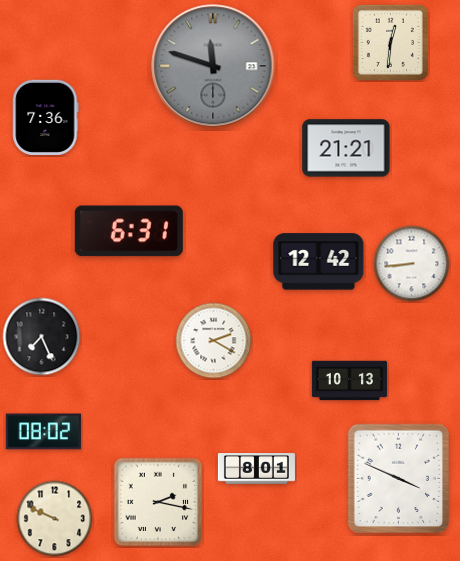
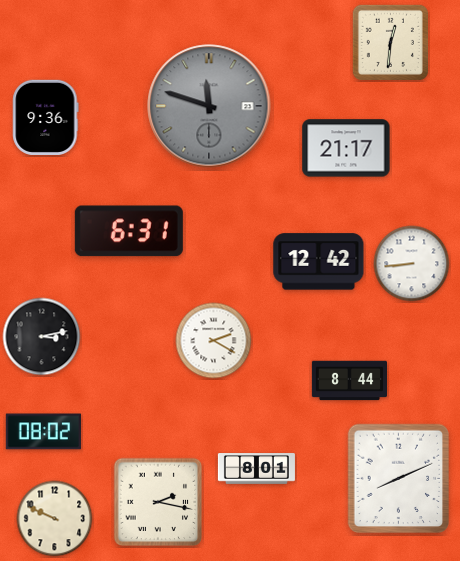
clock at (213, 66) position: (213, 66) -> (209, 106)
clock at (46, 117): 7:36 -> 9:36
clock at (346, 148): 21:21 -> 21:17
clock at (42, 337): 7:26 -> 3:13
clock at (349, 381): 10:13 -> 8:44
clock at (399, 479): 3:49 -> 8:11
